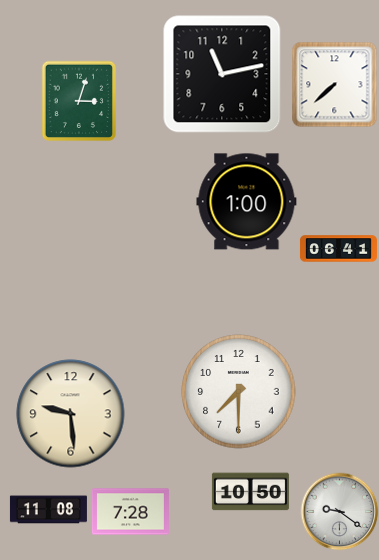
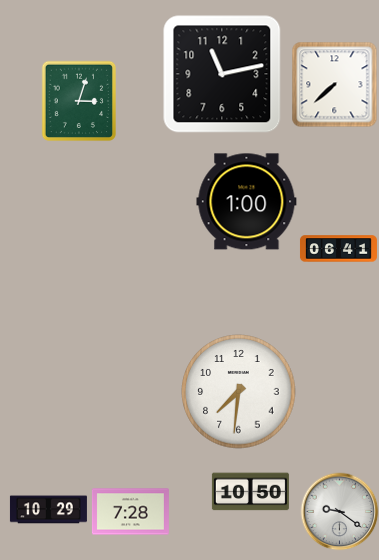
clock at (239, 392): 7:30 -> 7:31
clock at (71, 414): 9:29 -> none
clock at (48, 510): 11:08 -> 10:29
